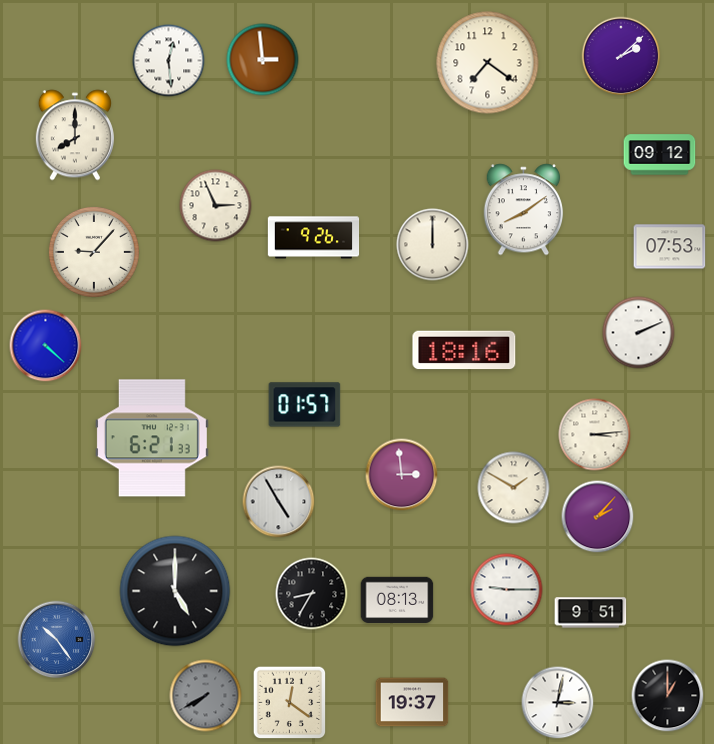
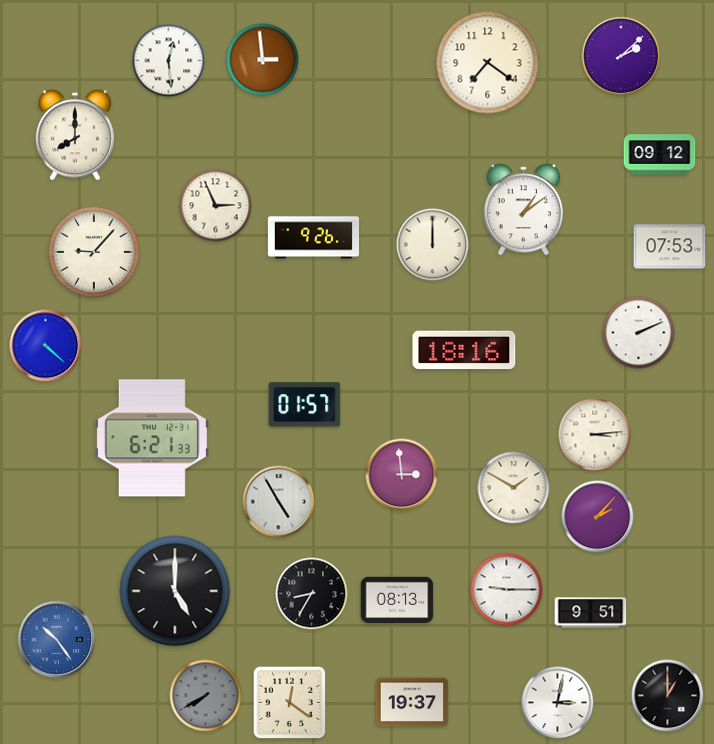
clock at (524, 210): 8:09 -> 1:09
